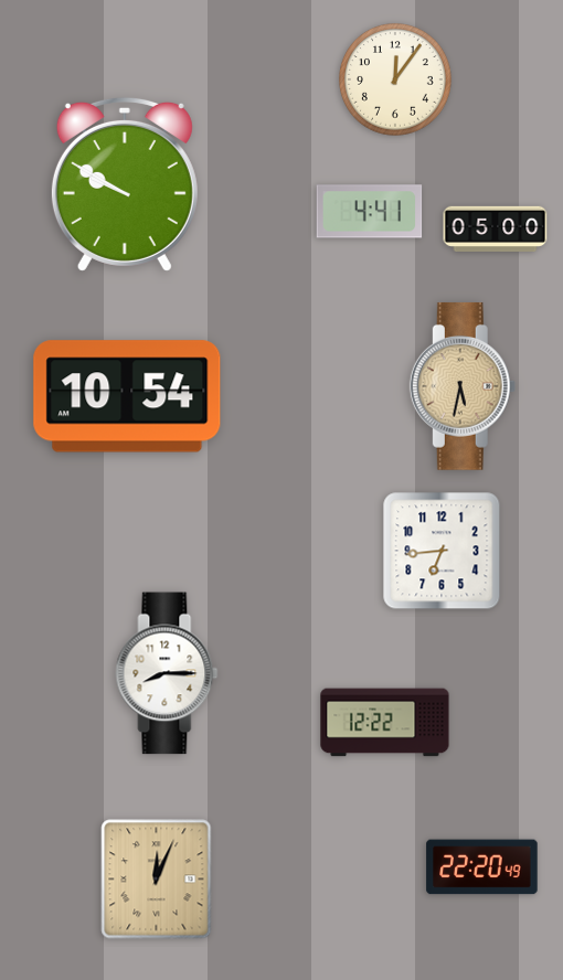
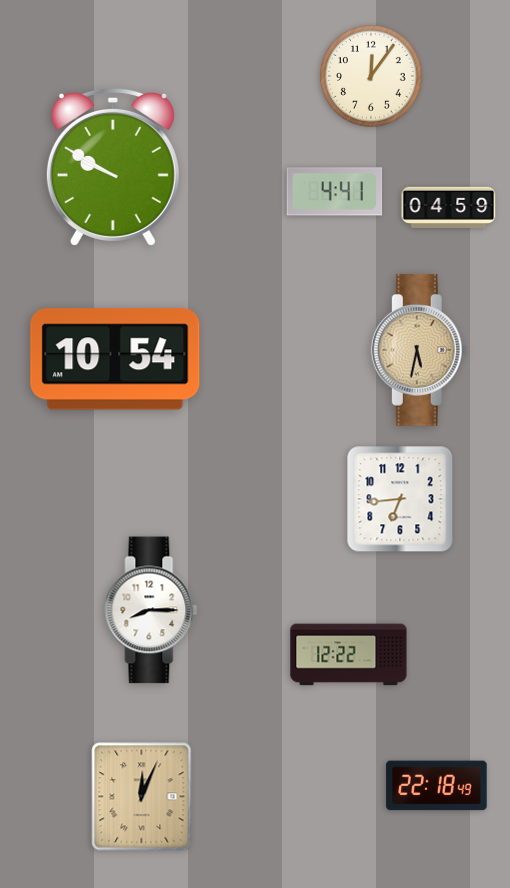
clock at (396, 81) position: (396, 81) -> (372, 77)
clock at (496, 228): 05:00 -> 04:59
clock at (482, 867): 22:20 -> 22:18
